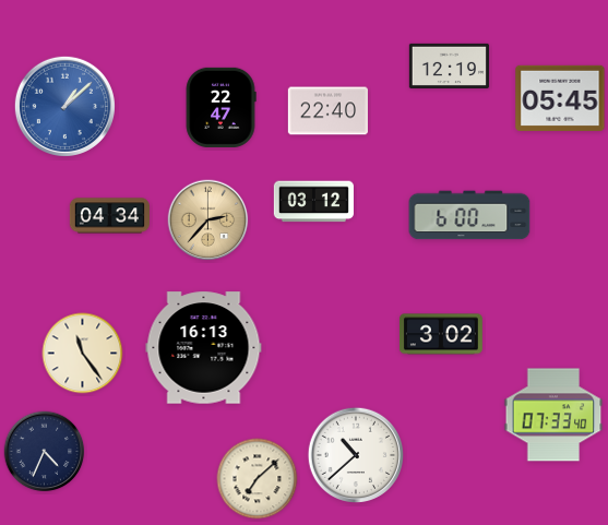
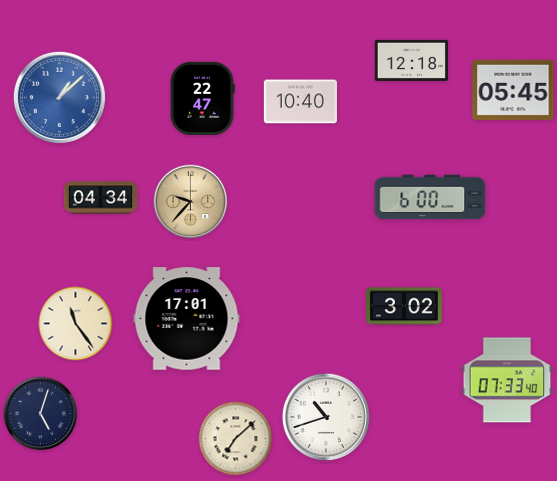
clock at (449, 65): 12:19 -> 12:18
clock at (327, 111): 22:40 -> 10:40
clock at (313, 202): 03:12 -> none
clock at (208, 220): 2:37 -> 9:37
clock at (204, 348): 16:13 -> 17:01
clock at (45, 452): 4:34 -> 5:03
clock at (355, 454): 10:38 -> 10:42
